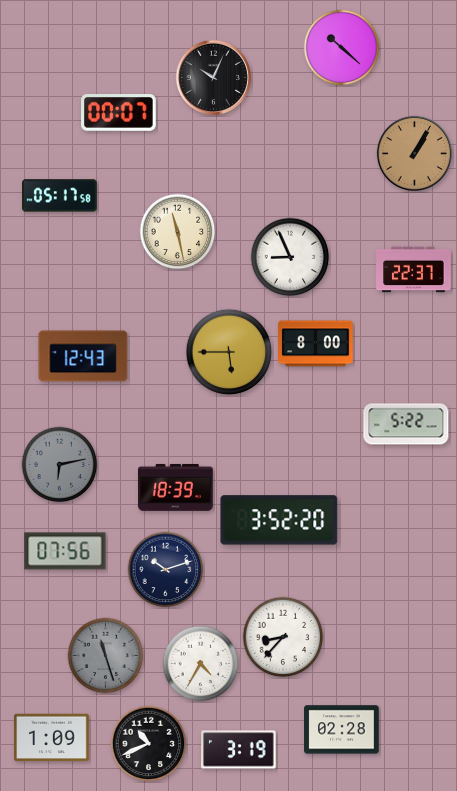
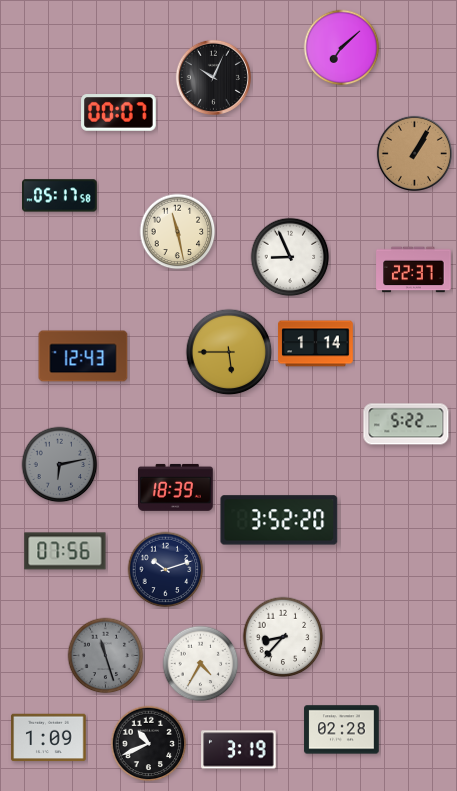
clock at (342, 48): 10:22 -> 7:08
clock at (316, 344): 8:00 -> 1:14
clock at (52, 738) position: (52, 738) -> (49, 738)
